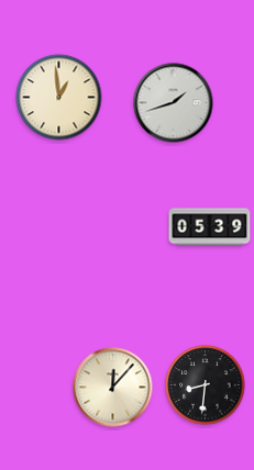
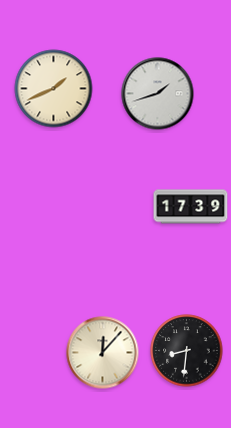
clock at (59, 98): 12:59 -> 1:41
clock at (210, 227): 05:39 -> 17:39
